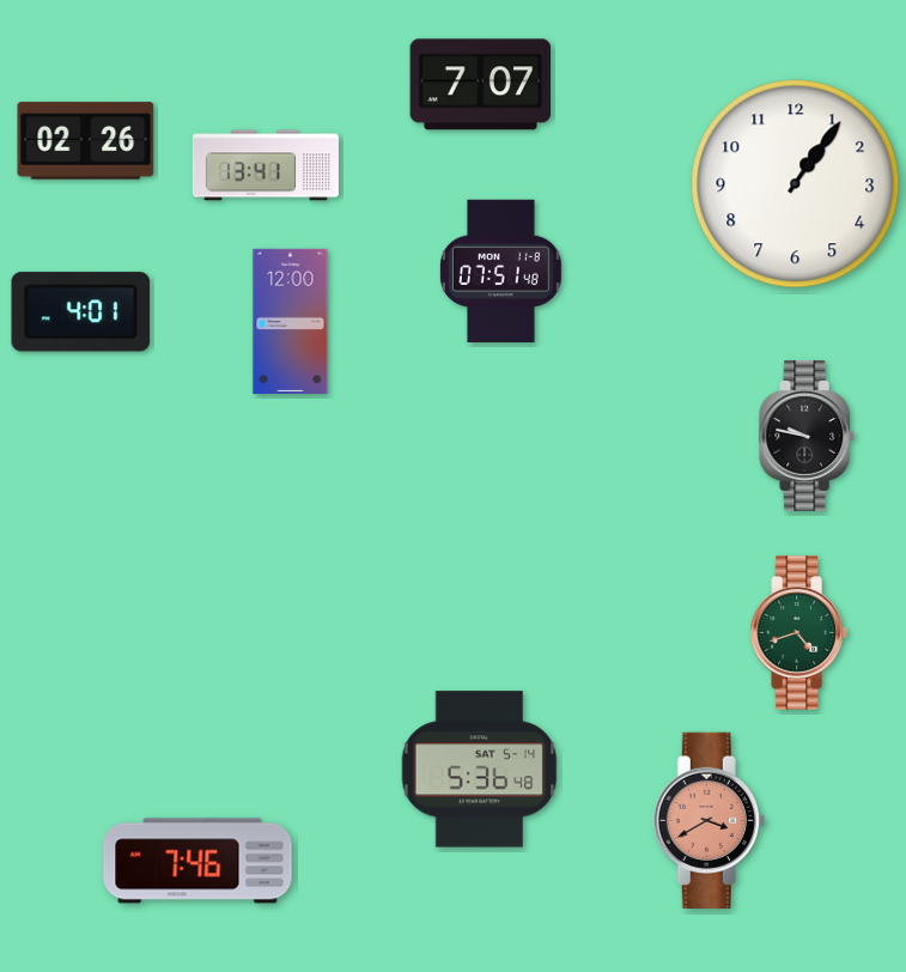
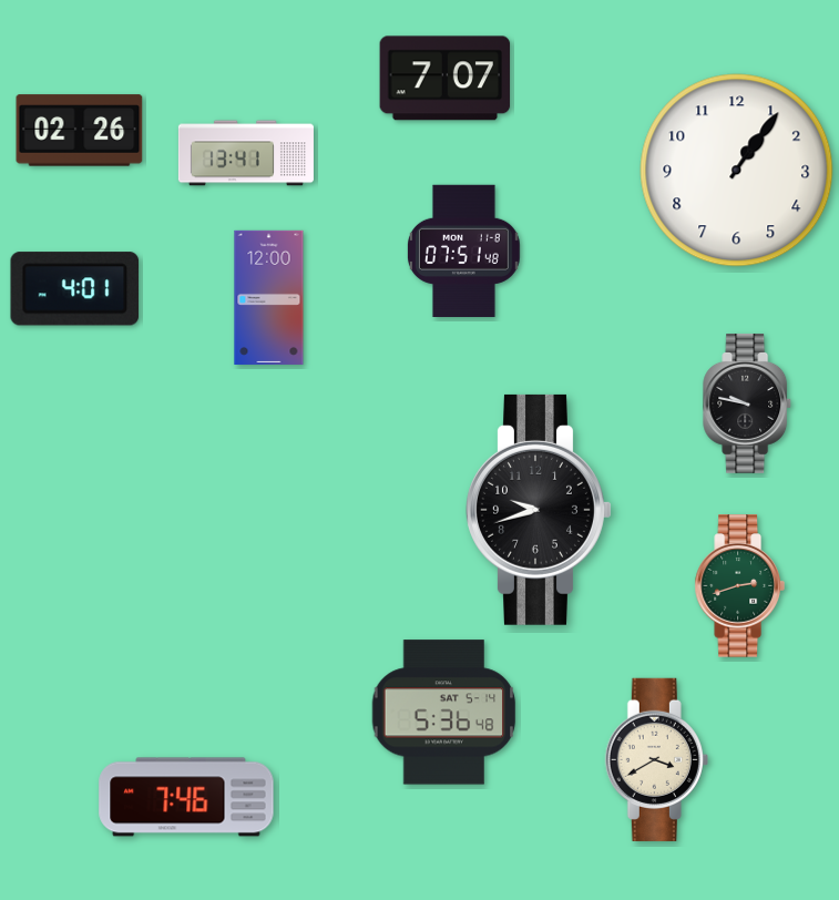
clock at (539, 510): none -> 9:42
clock at (798, 633): 4:42 -> 2:42
clock at (709, 820) dial: salmon -> cream
clock at (197, 861) position: (197, 861) -> (186, 797)
